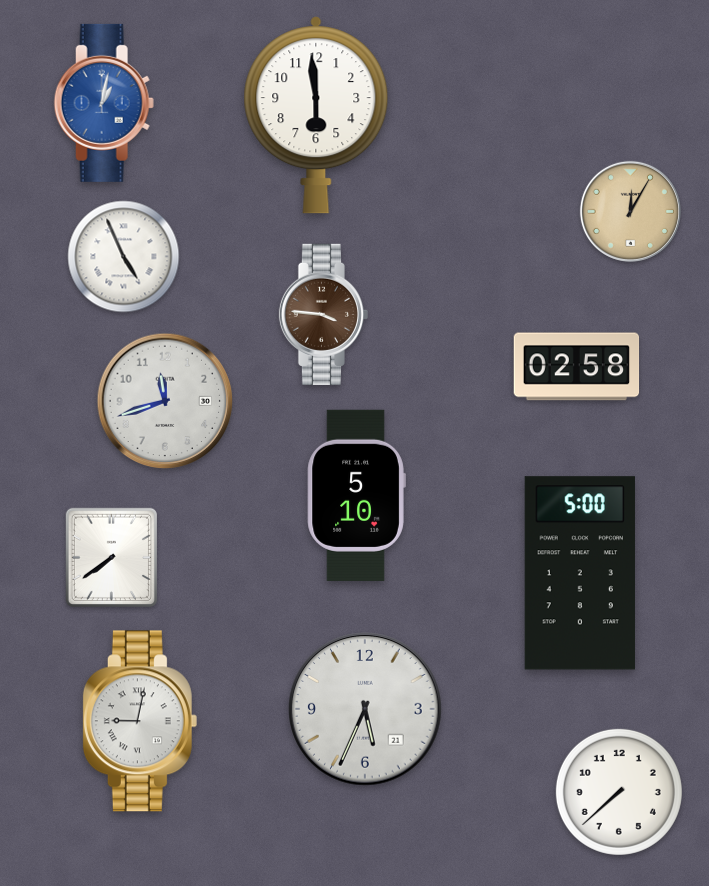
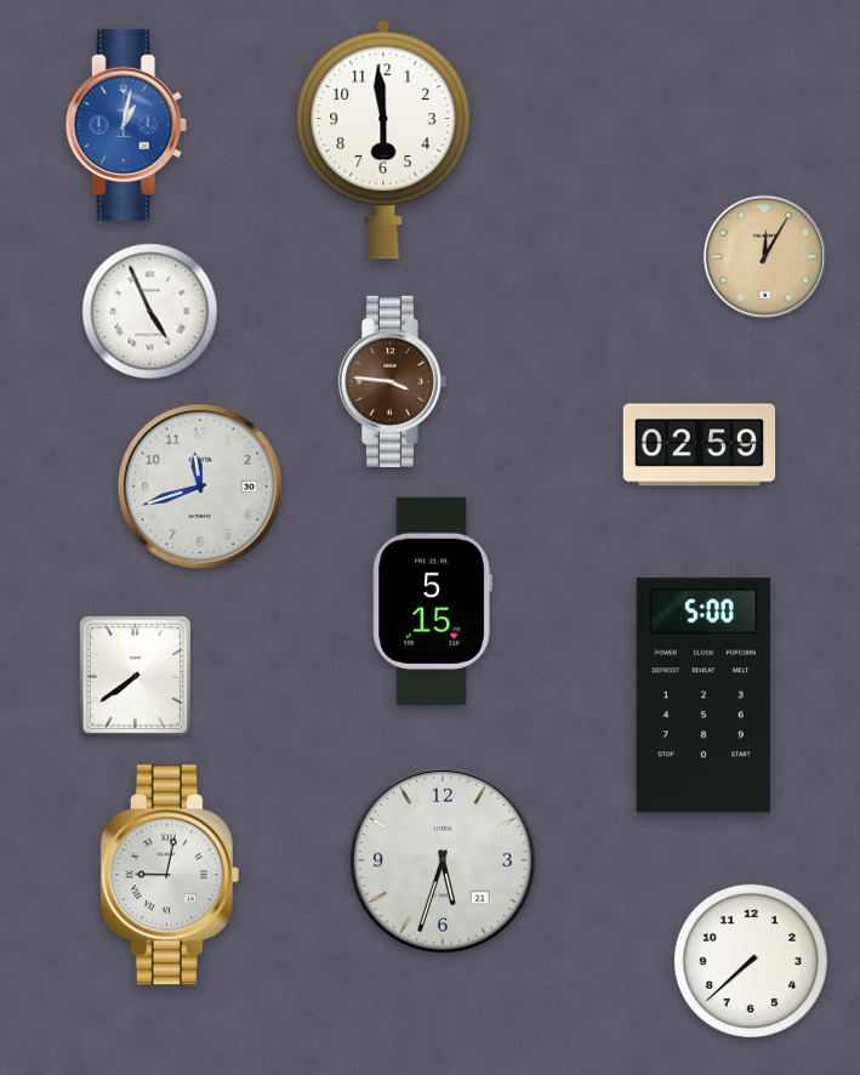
clock at (577, 367): 02:58 -> 02:59
clock at (356, 495): 5:10 -> 5:15
clock at (365, 709): 5:34 -> 5:33
